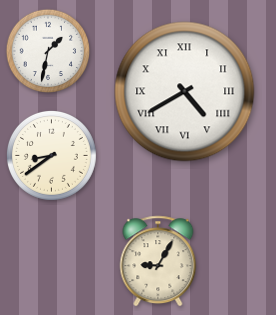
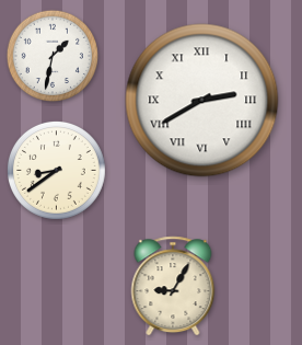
clock at (185, 92): 4:40 -> 2:40
